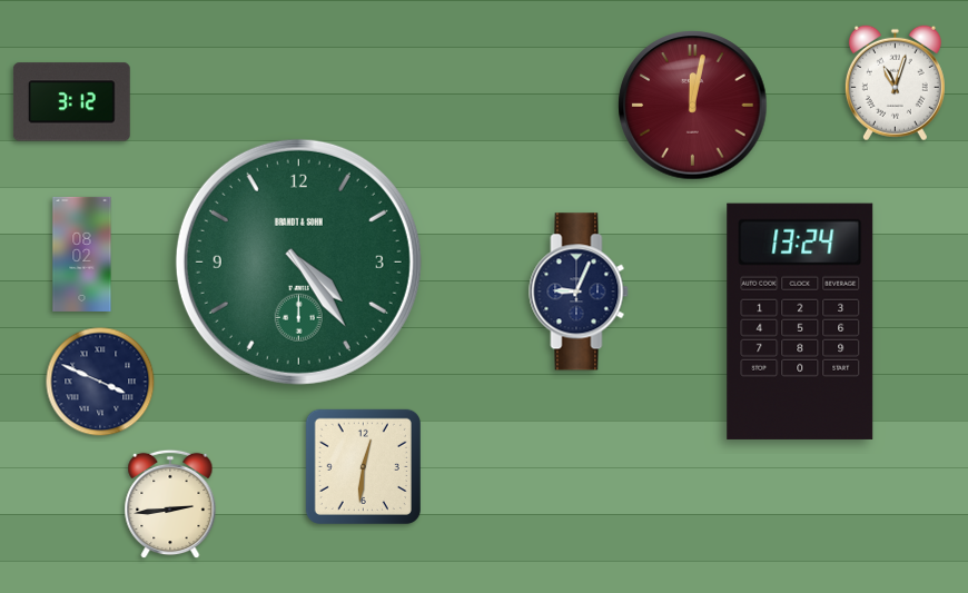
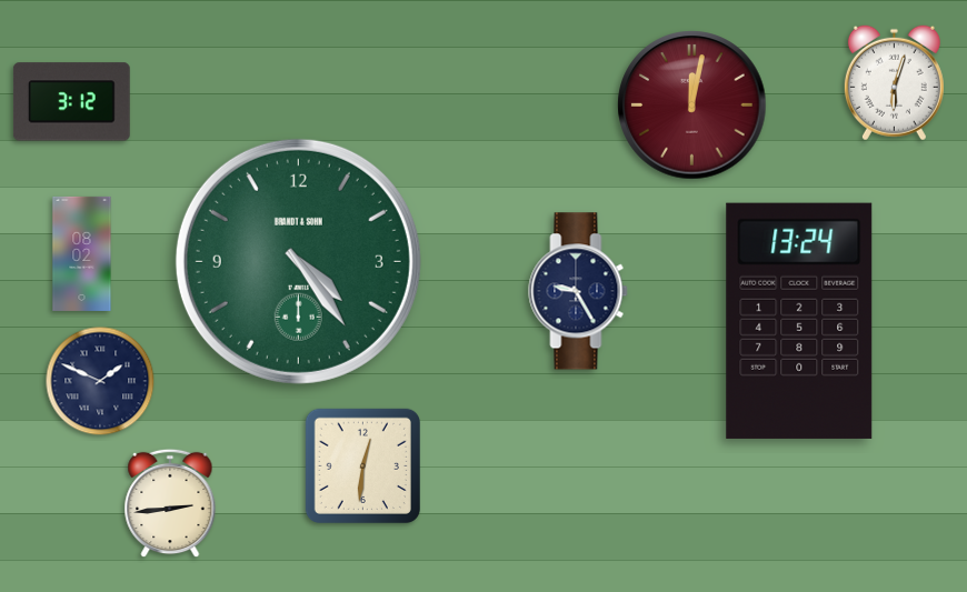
clock at (895, 83): 11:03 -> 6:03
clock at (579, 291): 9:04 -> 9:25
clock at (100, 382): 3:49 -> 1:49
